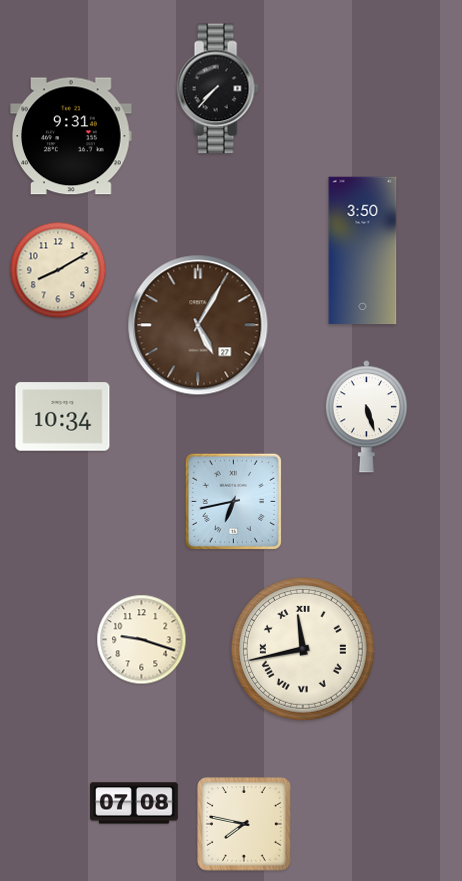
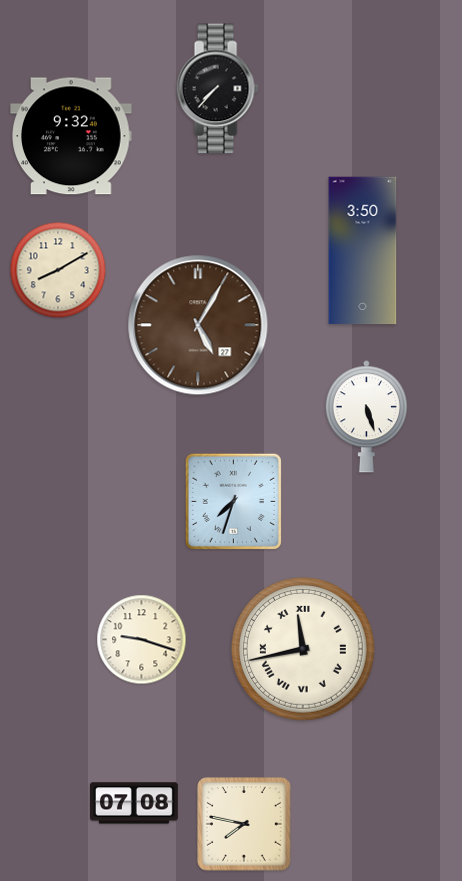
clock at (71, 136): 9:31 -> 9:32
clock at (63, 417): 10:34 -> none
clock at (233, 501): 6:43 -> 7:33
